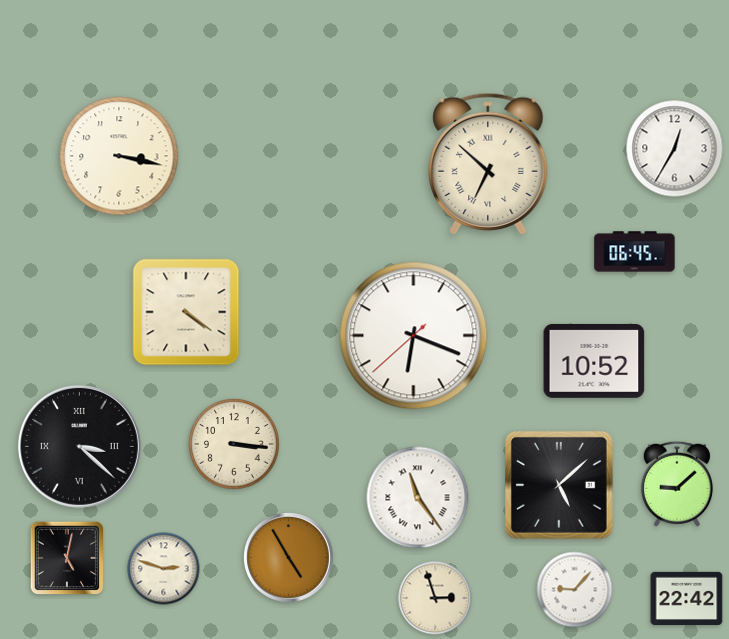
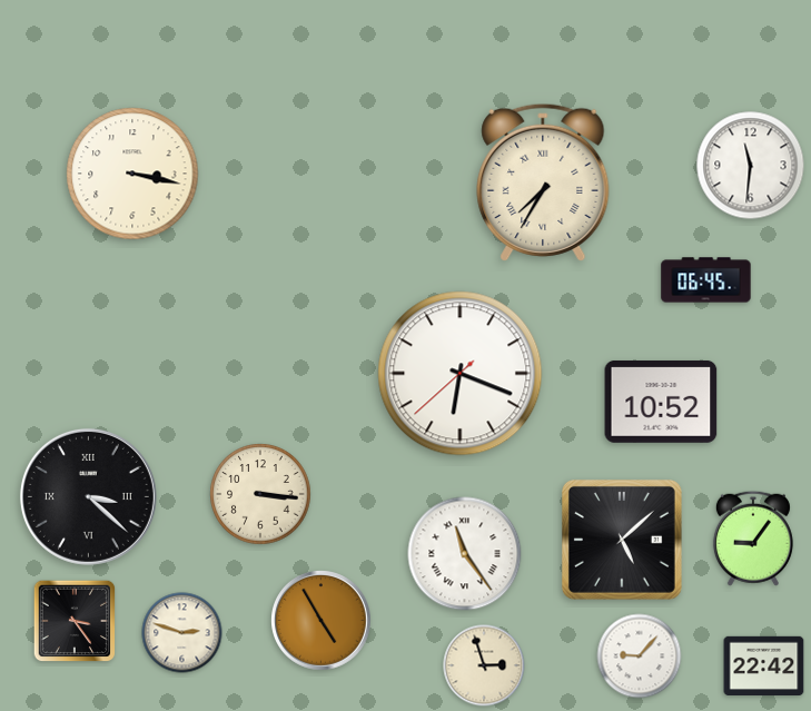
clock at (675, 149): 12:35 -> 11:31
clock at (488, 164): 6:52 -> 7:35
clock at (186, 312): 4:21 -> none
clock at (677, 484): 9:08 -> 9:06
clock at (67, 558): 5:02 -> 3:24
